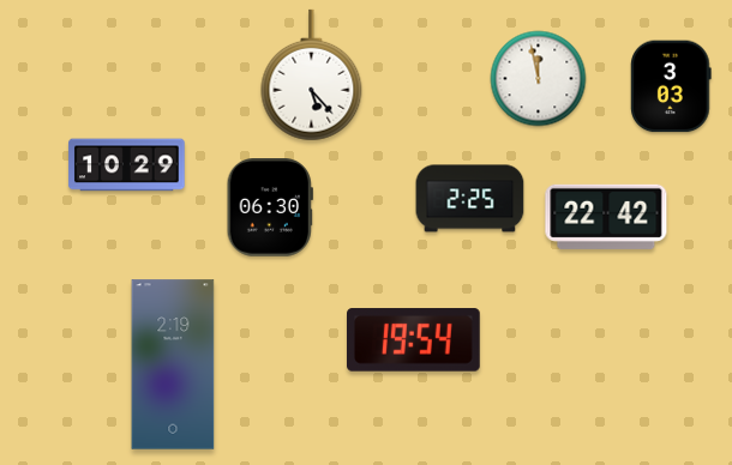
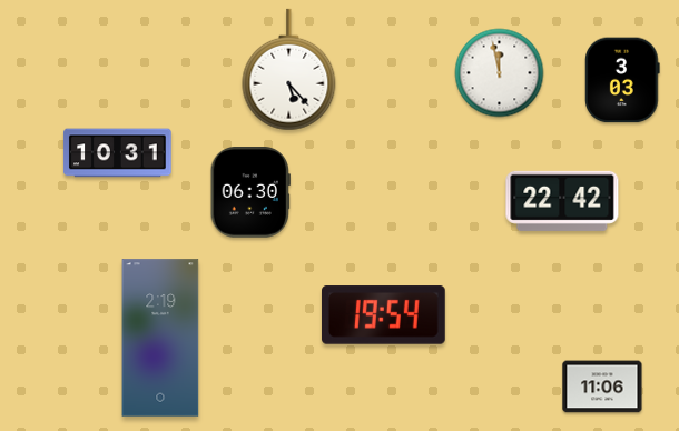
clock at (127, 165): 10:29 -> 10:31
clock at (470, 199): 2:25 -> none
clock at (602, 387): none -> 11:06
